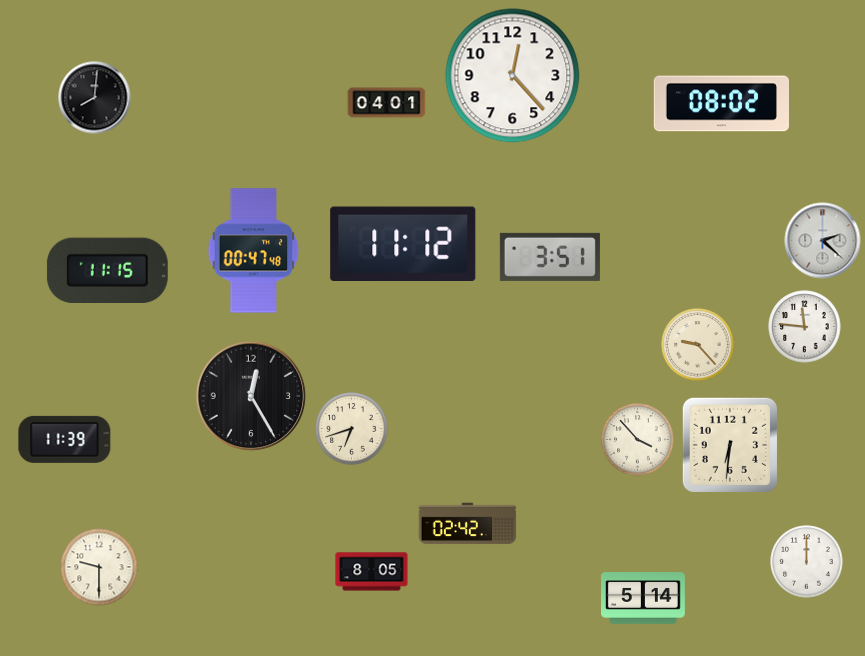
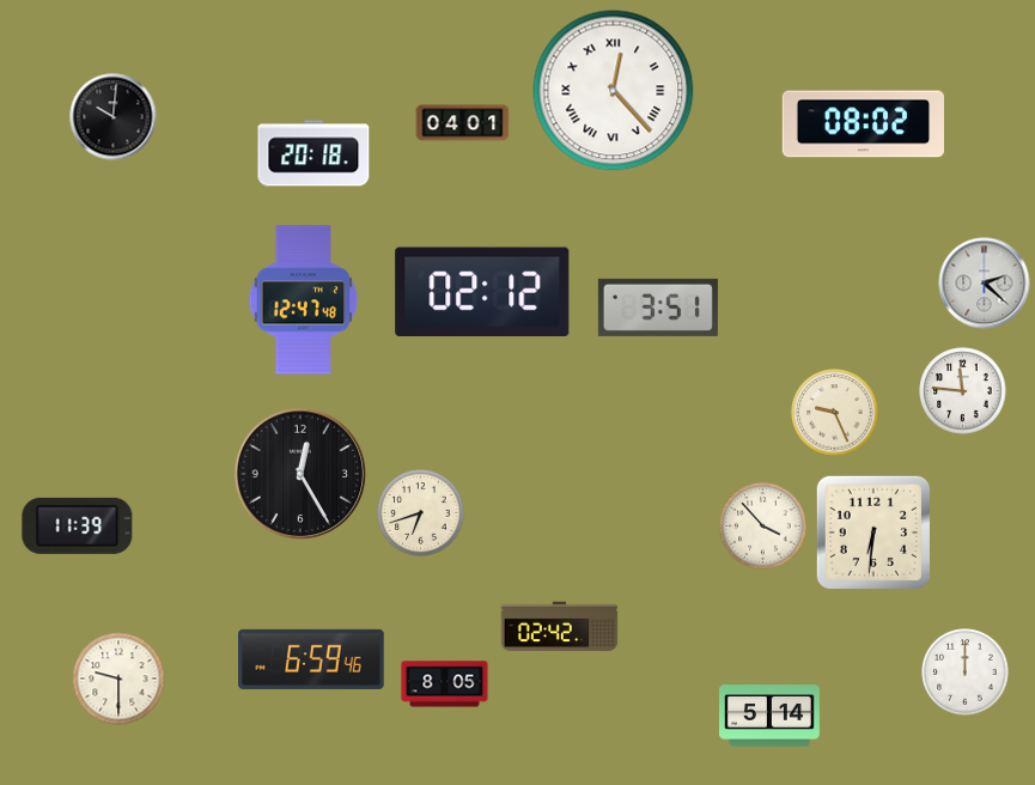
clock at (513, 76) numerals: Arabic -> Roman
clock at (95, 98): 8:01 -> 10:01
clock at (313, 153): none -> 20:18
clock at (823, 241) position: (823, 241) -> (985, 284)
clock at (403, 243): 11:12 -> 02:12
clock at (254, 251): 00:47 -> 12:47
clock at (107, 271): 11:15 -> none
clock at (698, 345): 9:23 -> 9:26
clock at (311, 659): none -> 6:59
